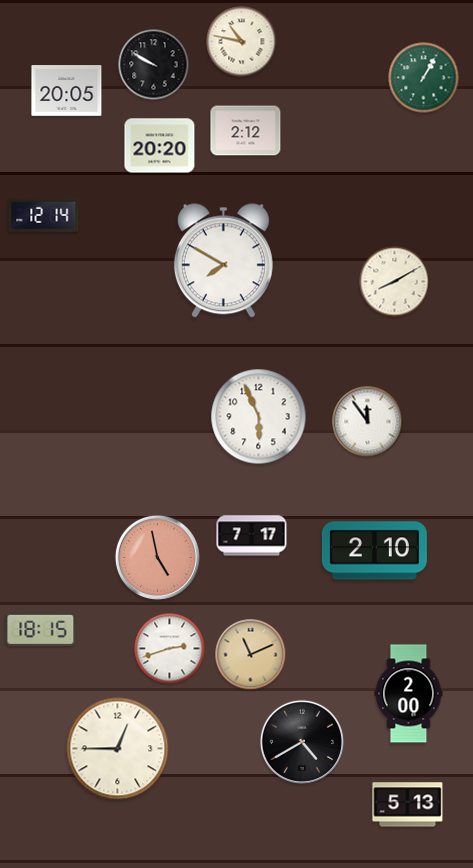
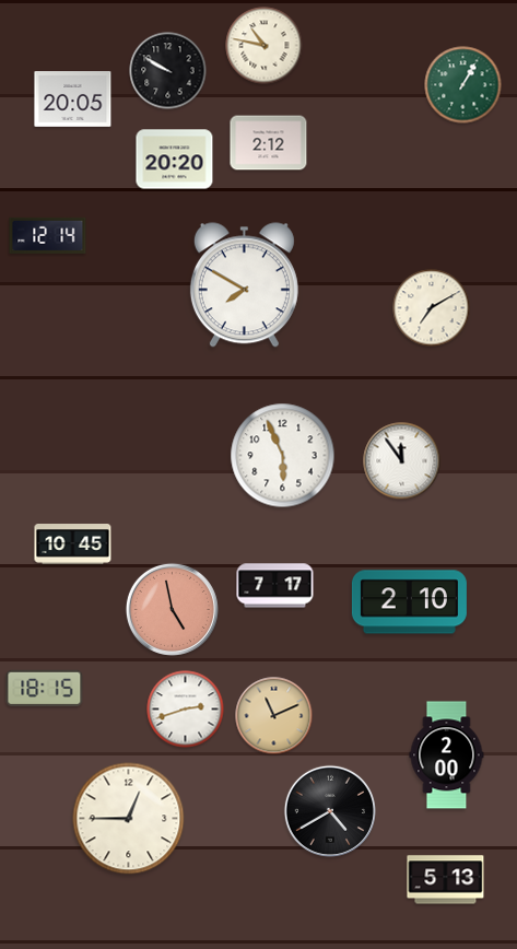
clock at (395, 282): 8:10 -> 7:10
clock at (73, 544): none -> 10:45
clock at (409, 694) position: (409, 694) -> (447, 755)
